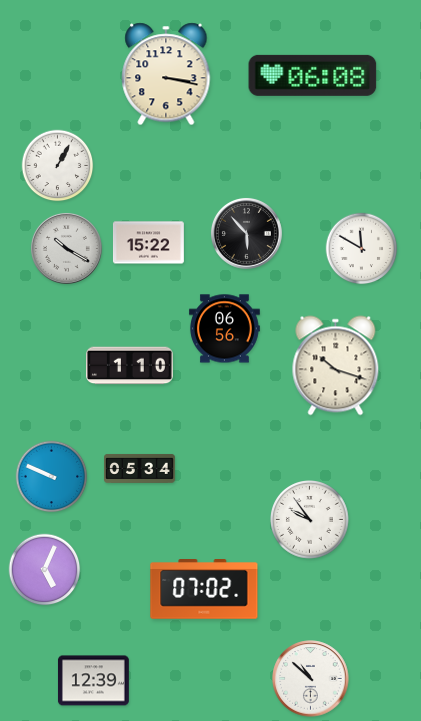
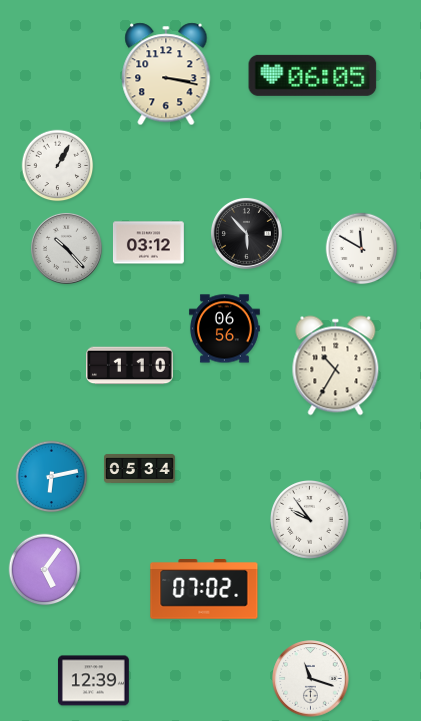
clock at (313, 75): 06:08 -> 06:05
clock at (148, 243): 15:22 -> 03:12
clock at (66, 248): 10:20 -> 10:23
clock at (336, 366): 10:18 -> 10:35
clock at (52, 477): 9:49 -> 6:13
clock at (45, 570): 5:04 -> 5:06
clock at (311, 679): 10:52 -> 11:18
